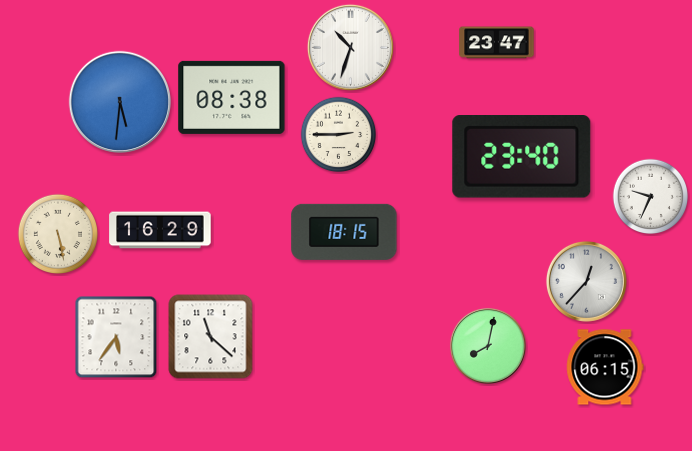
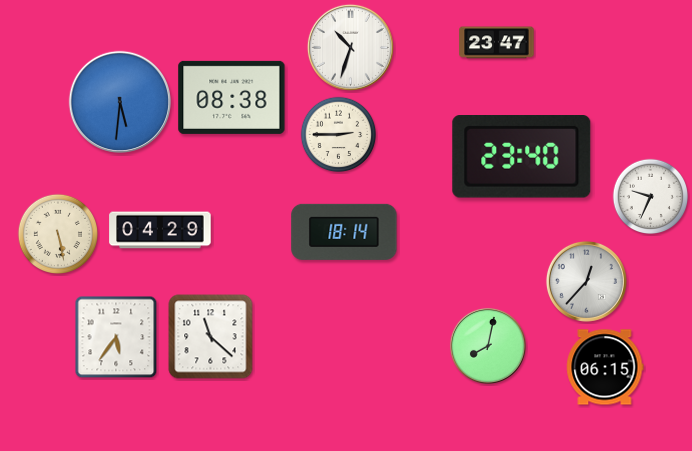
clock at (160, 230): 16:29 -> 04:29
clock at (344, 232): 18:15 -> 18:14
